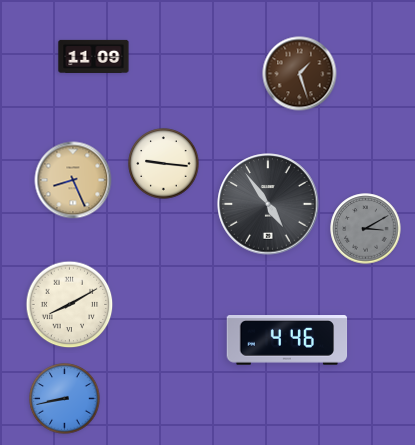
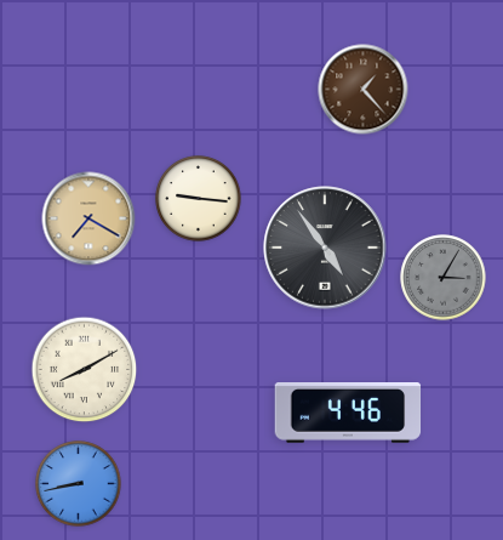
clock at (94, 56): 11:09 -> none
clock at (300, 74): 1:27 -> 1:23
clock at (73, 180): 8:26 -> 7:20
clock at (366, 229): 3:10 -> 3:05
